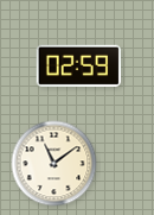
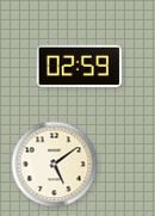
clock at (54, 164): 11:09 -> 5:09
